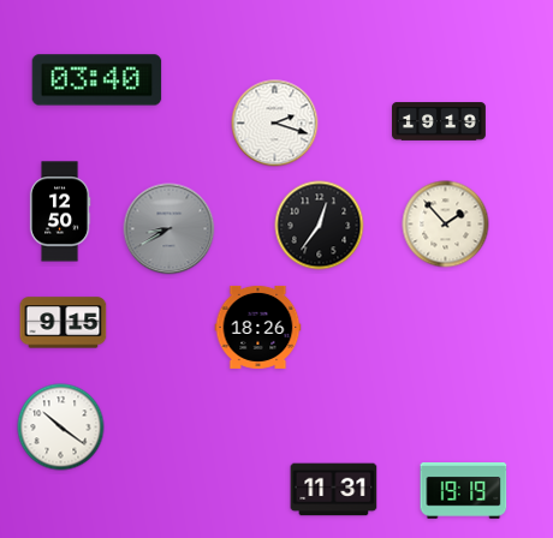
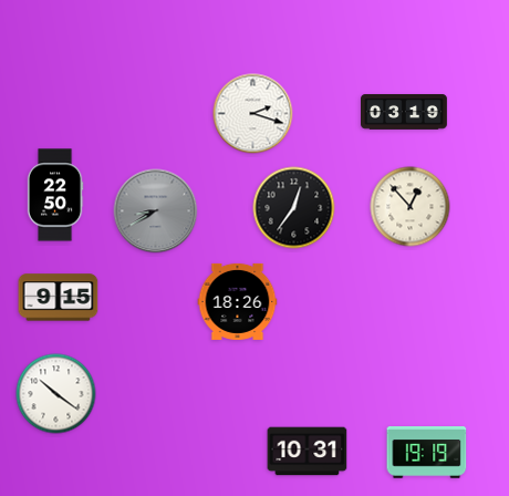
clock at (97, 80): 03:40 -> none
clock at (440, 121): 19:19 -> 03:19
clock at (60, 211): 12:50 -> 22:50
clock at (446, 225): 1:53 -> 12:53
clock at (334, 490): 11:31 -> 10:31
